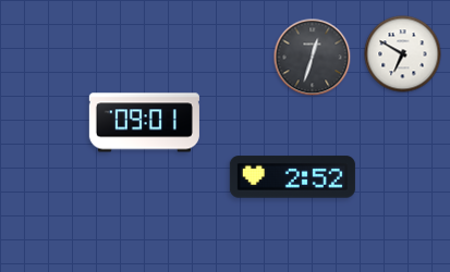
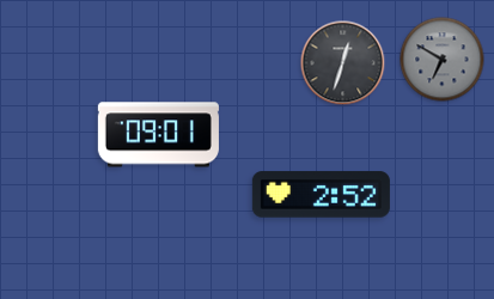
clock at (403, 54) dial: white -> grey
